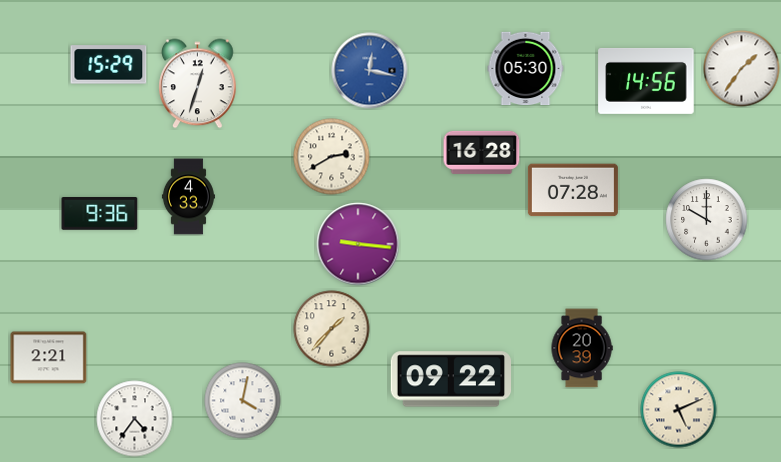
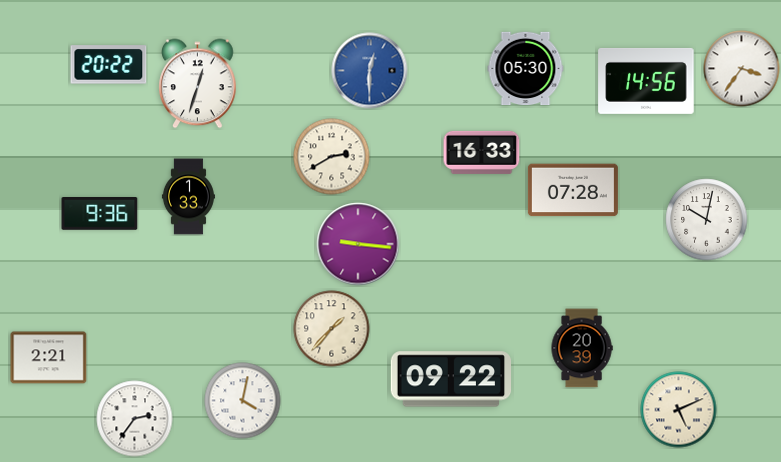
clock at (109, 65): 15:29 -> 20:22
clock at (742, 69): 1:36 -> 3:36
clock at (370, 71): 12:17 -> 12:30
clock at (482, 152): 16:28 -> 16:33
clock at (188, 197): 4:33 -> 1:33
clock at (707, 220): 10:00 -> 10:02
clock at (135, 419): 4:36 -> 2:36
